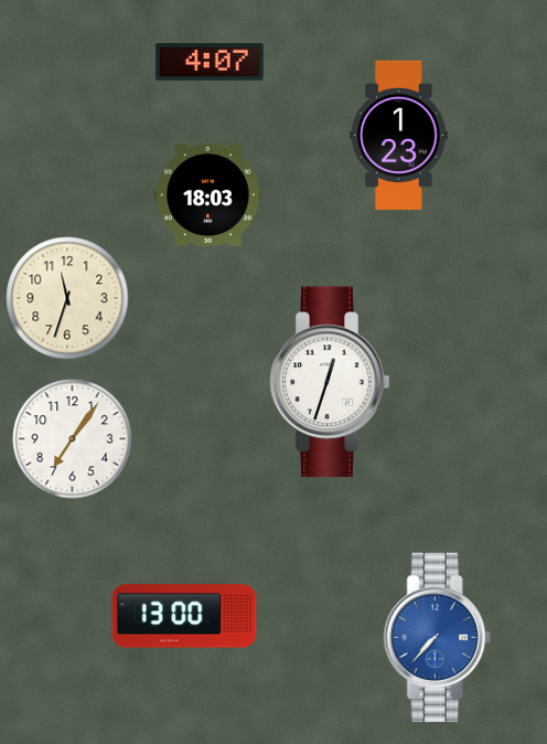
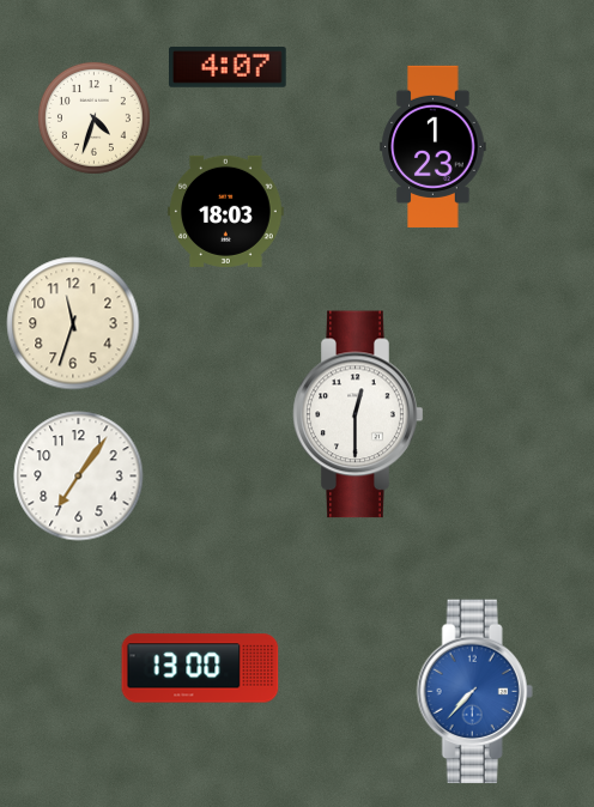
clock at (93, 117): none -> 4:33
clock at (330, 382): 12:33 -> 12:30
